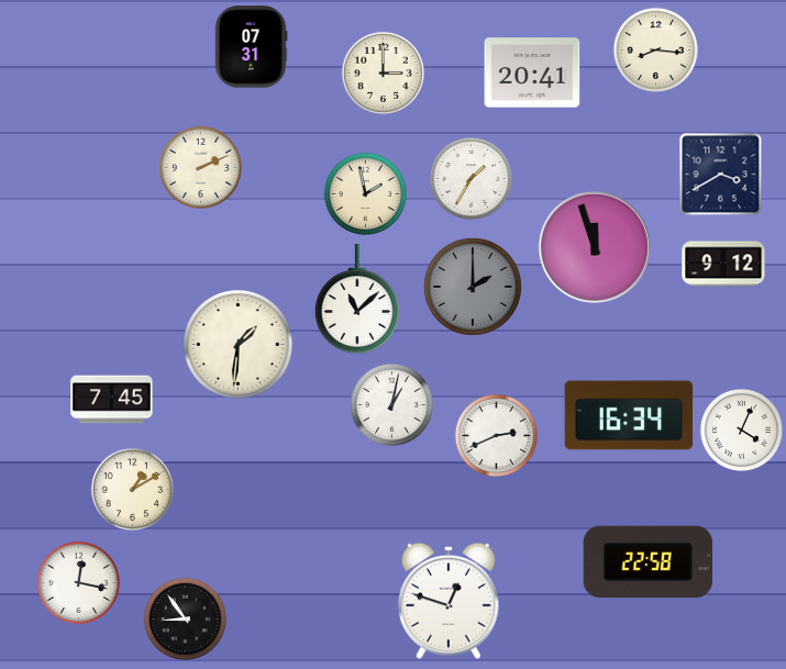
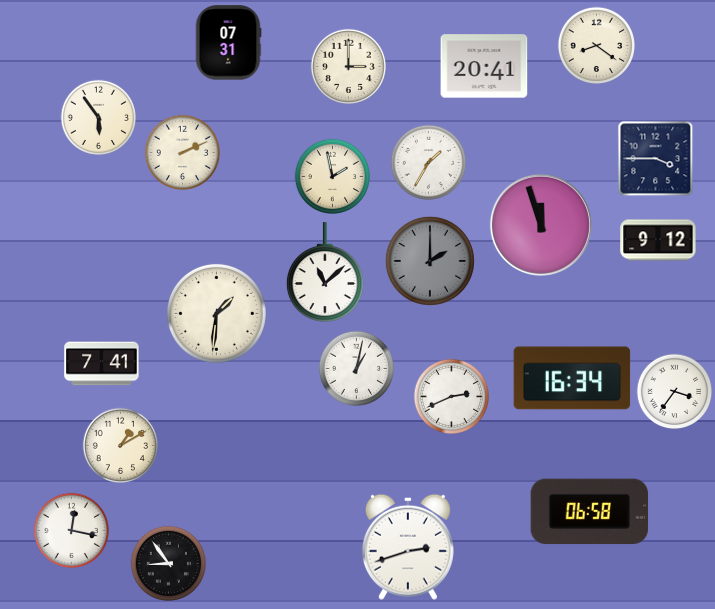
clock at (655, 49): 8:16 -> 8:21
clock at (98, 117): none -> 5:54
clock at (721, 175): 3:40 -> 3:45
clock at (112, 400): 7:45 -> 7:41
clock at (741, 430): 4:04 -> 3:36
clock at (649, 562): 22:58 -> 06:58
clock at (449, 601): 12:48 -> 2:42
